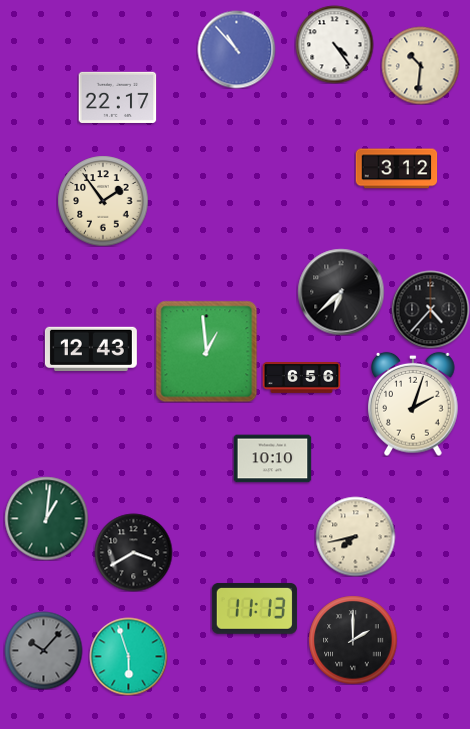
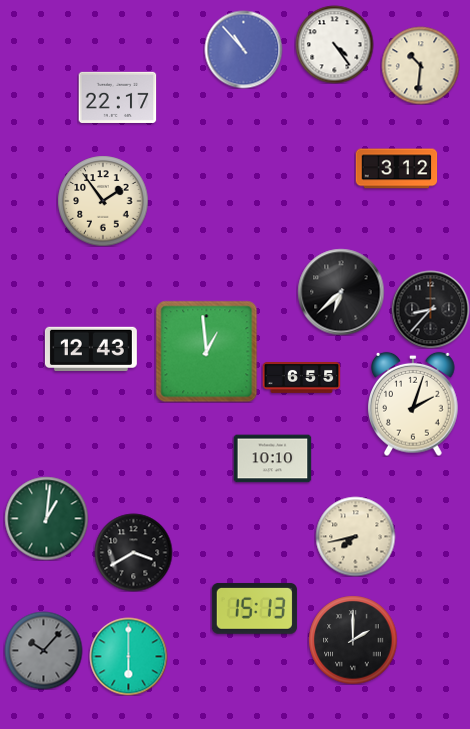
clock at (236, 49) position: (236, 49) -> (243, 49)
clock at (430, 309): 4:37 -> 8:37
clock at (301, 378): 6:56 -> 6:55
clock at (254, 608): 11:13 -> 15:13
clock at (128, 656): 5:57 -> 6:00
